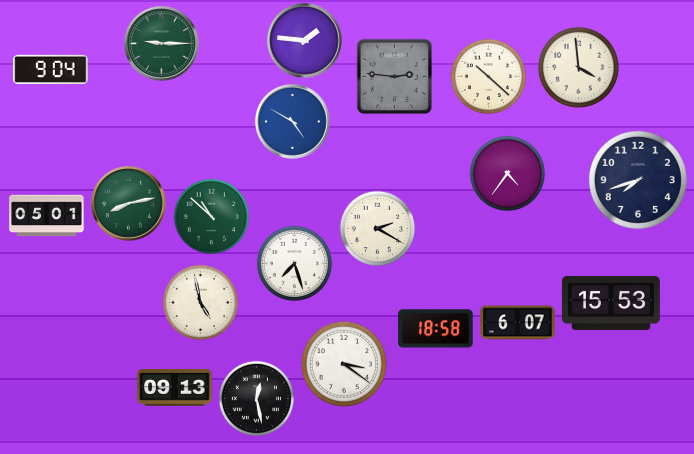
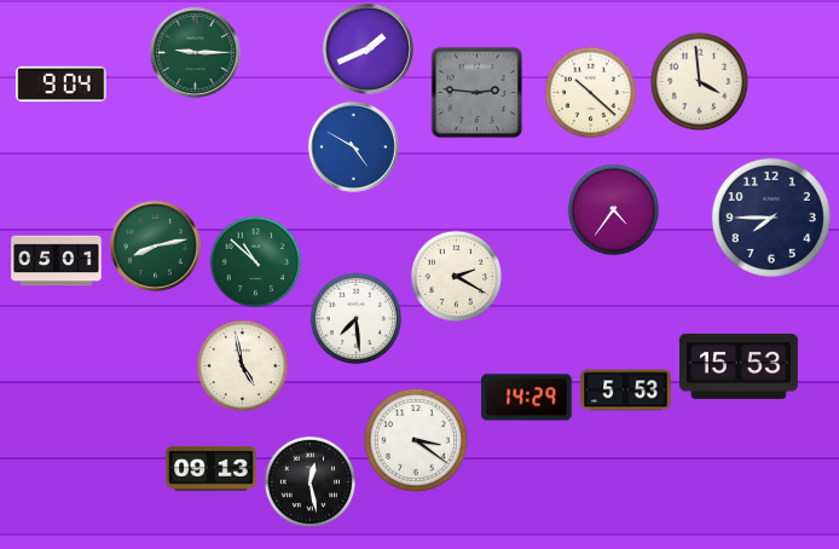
clock at (304, 40): 1:46 -> 1:41
clock at (638, 180): 7:42 -> 7:45
clock at (295, 264): 7:27 -> 7:29
clock at (518, 323): 6:07 -> 5:53
clock at (436, 329): 18:58 -> 14:29
